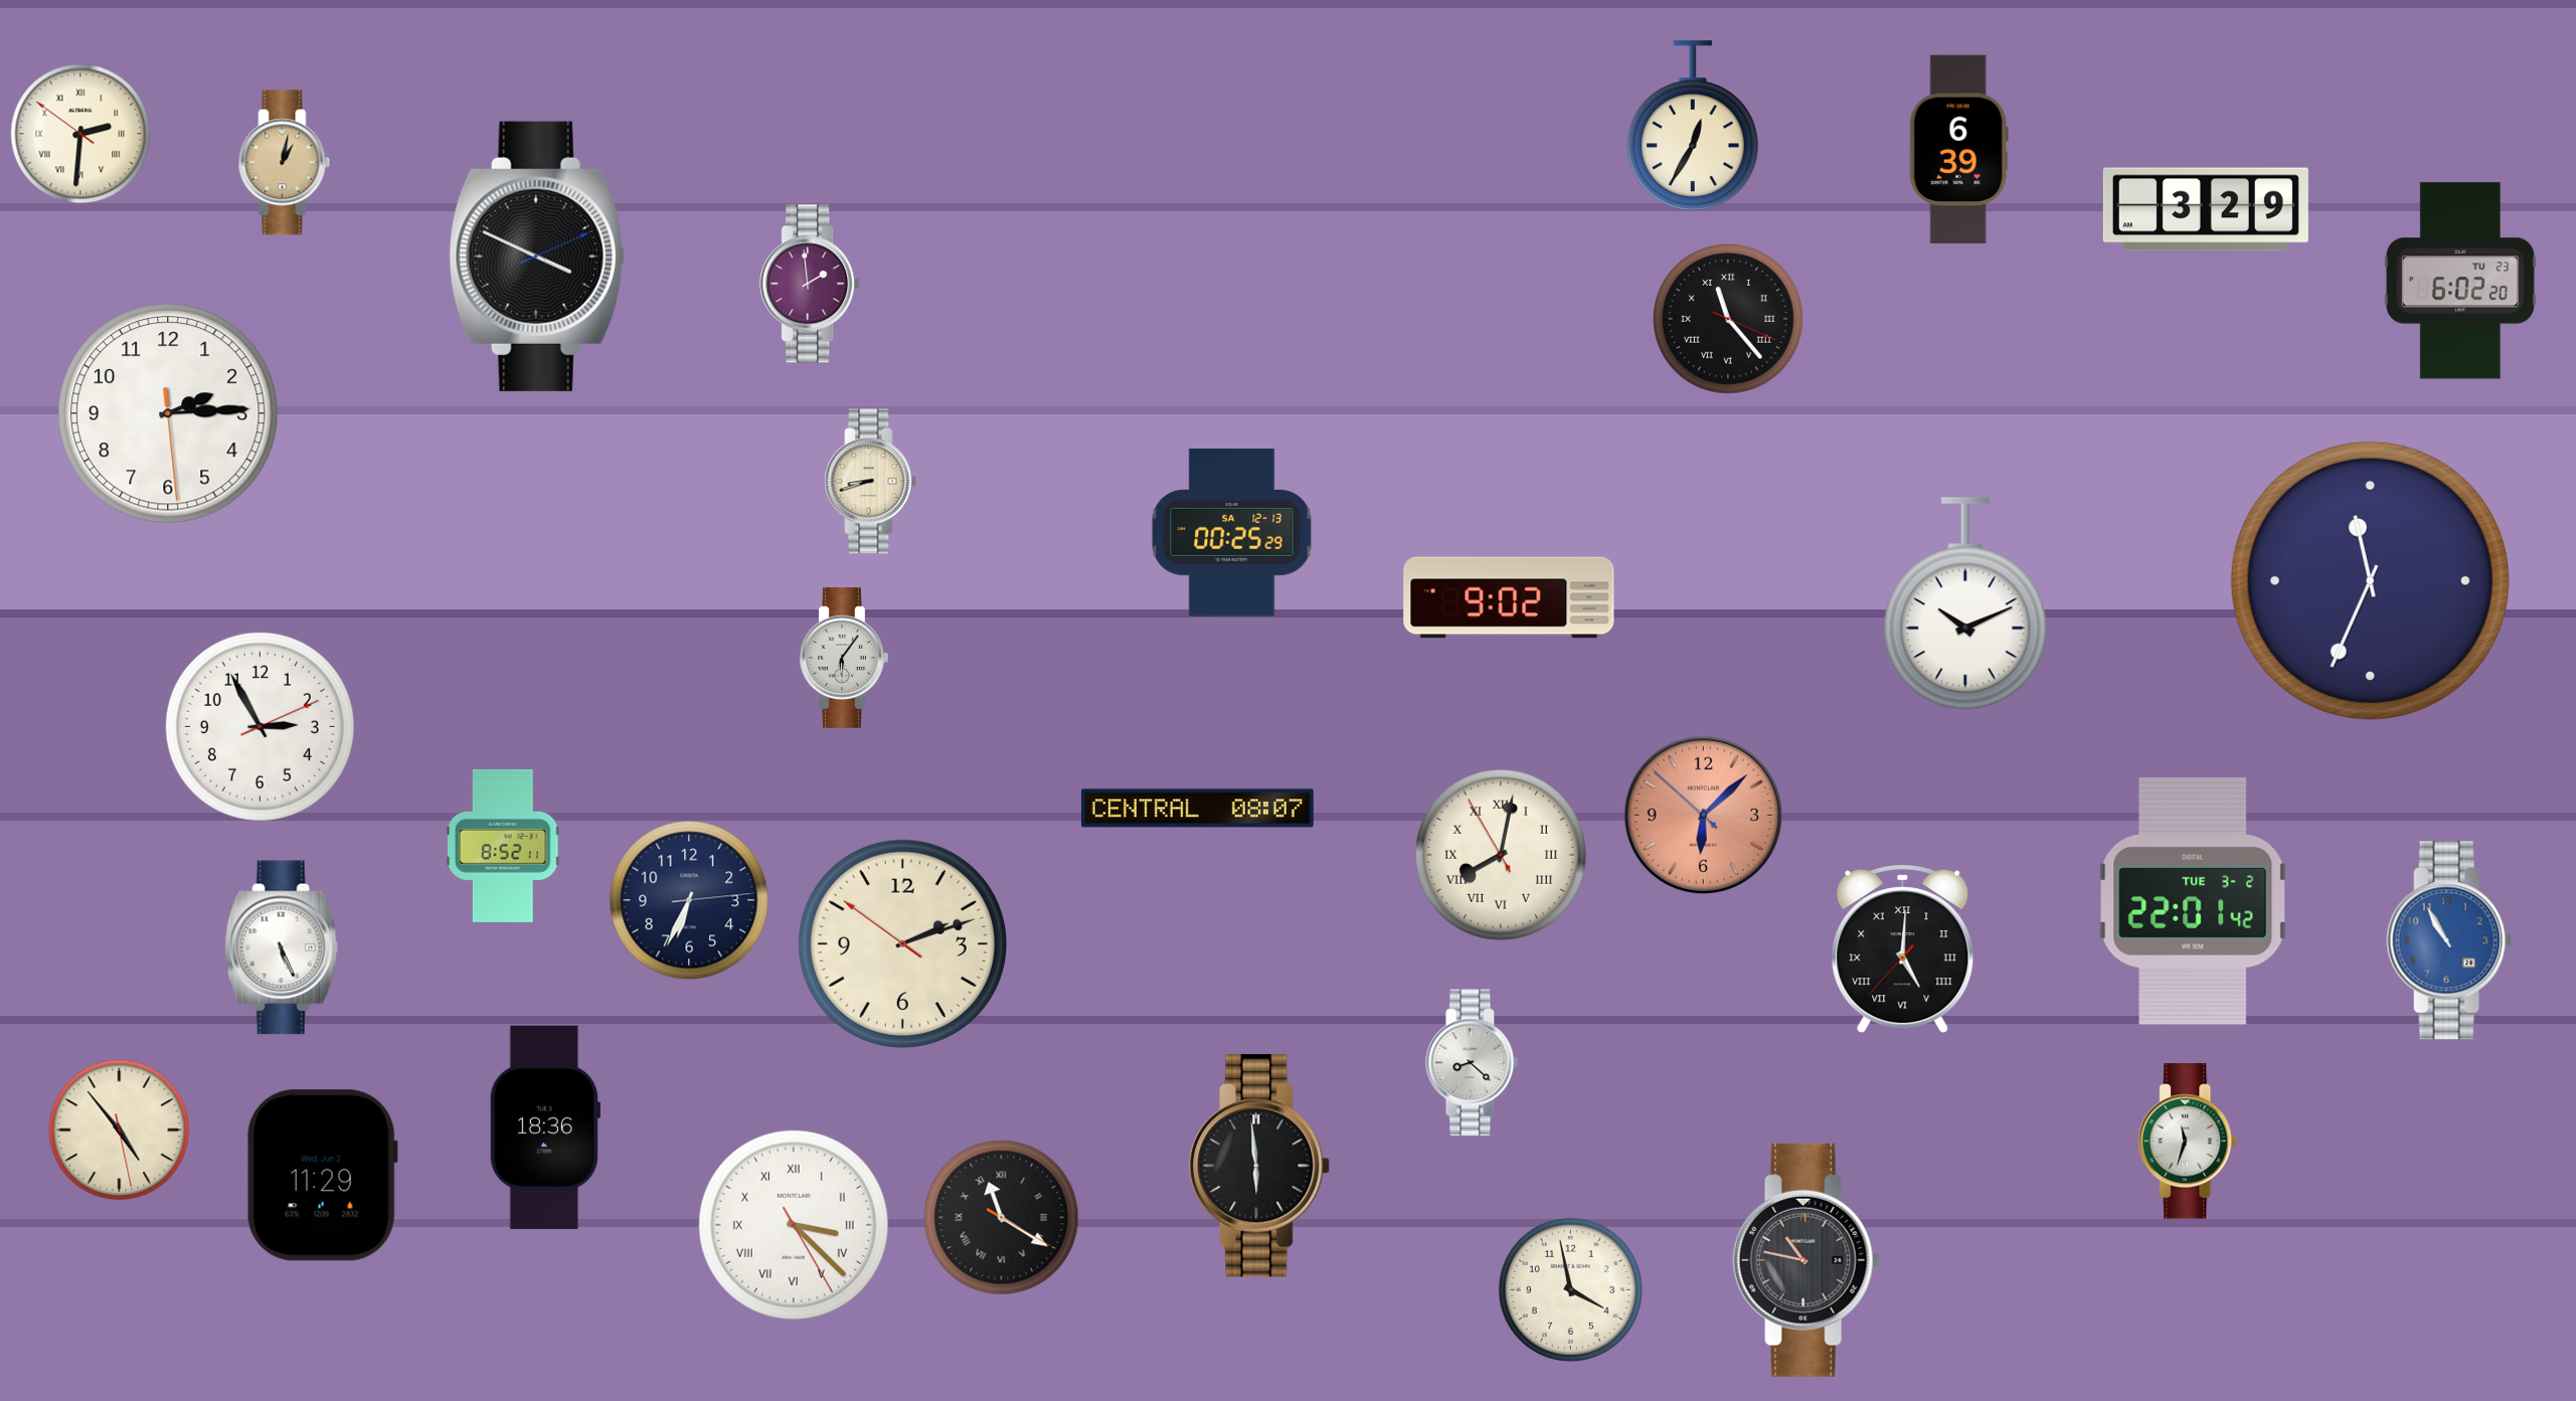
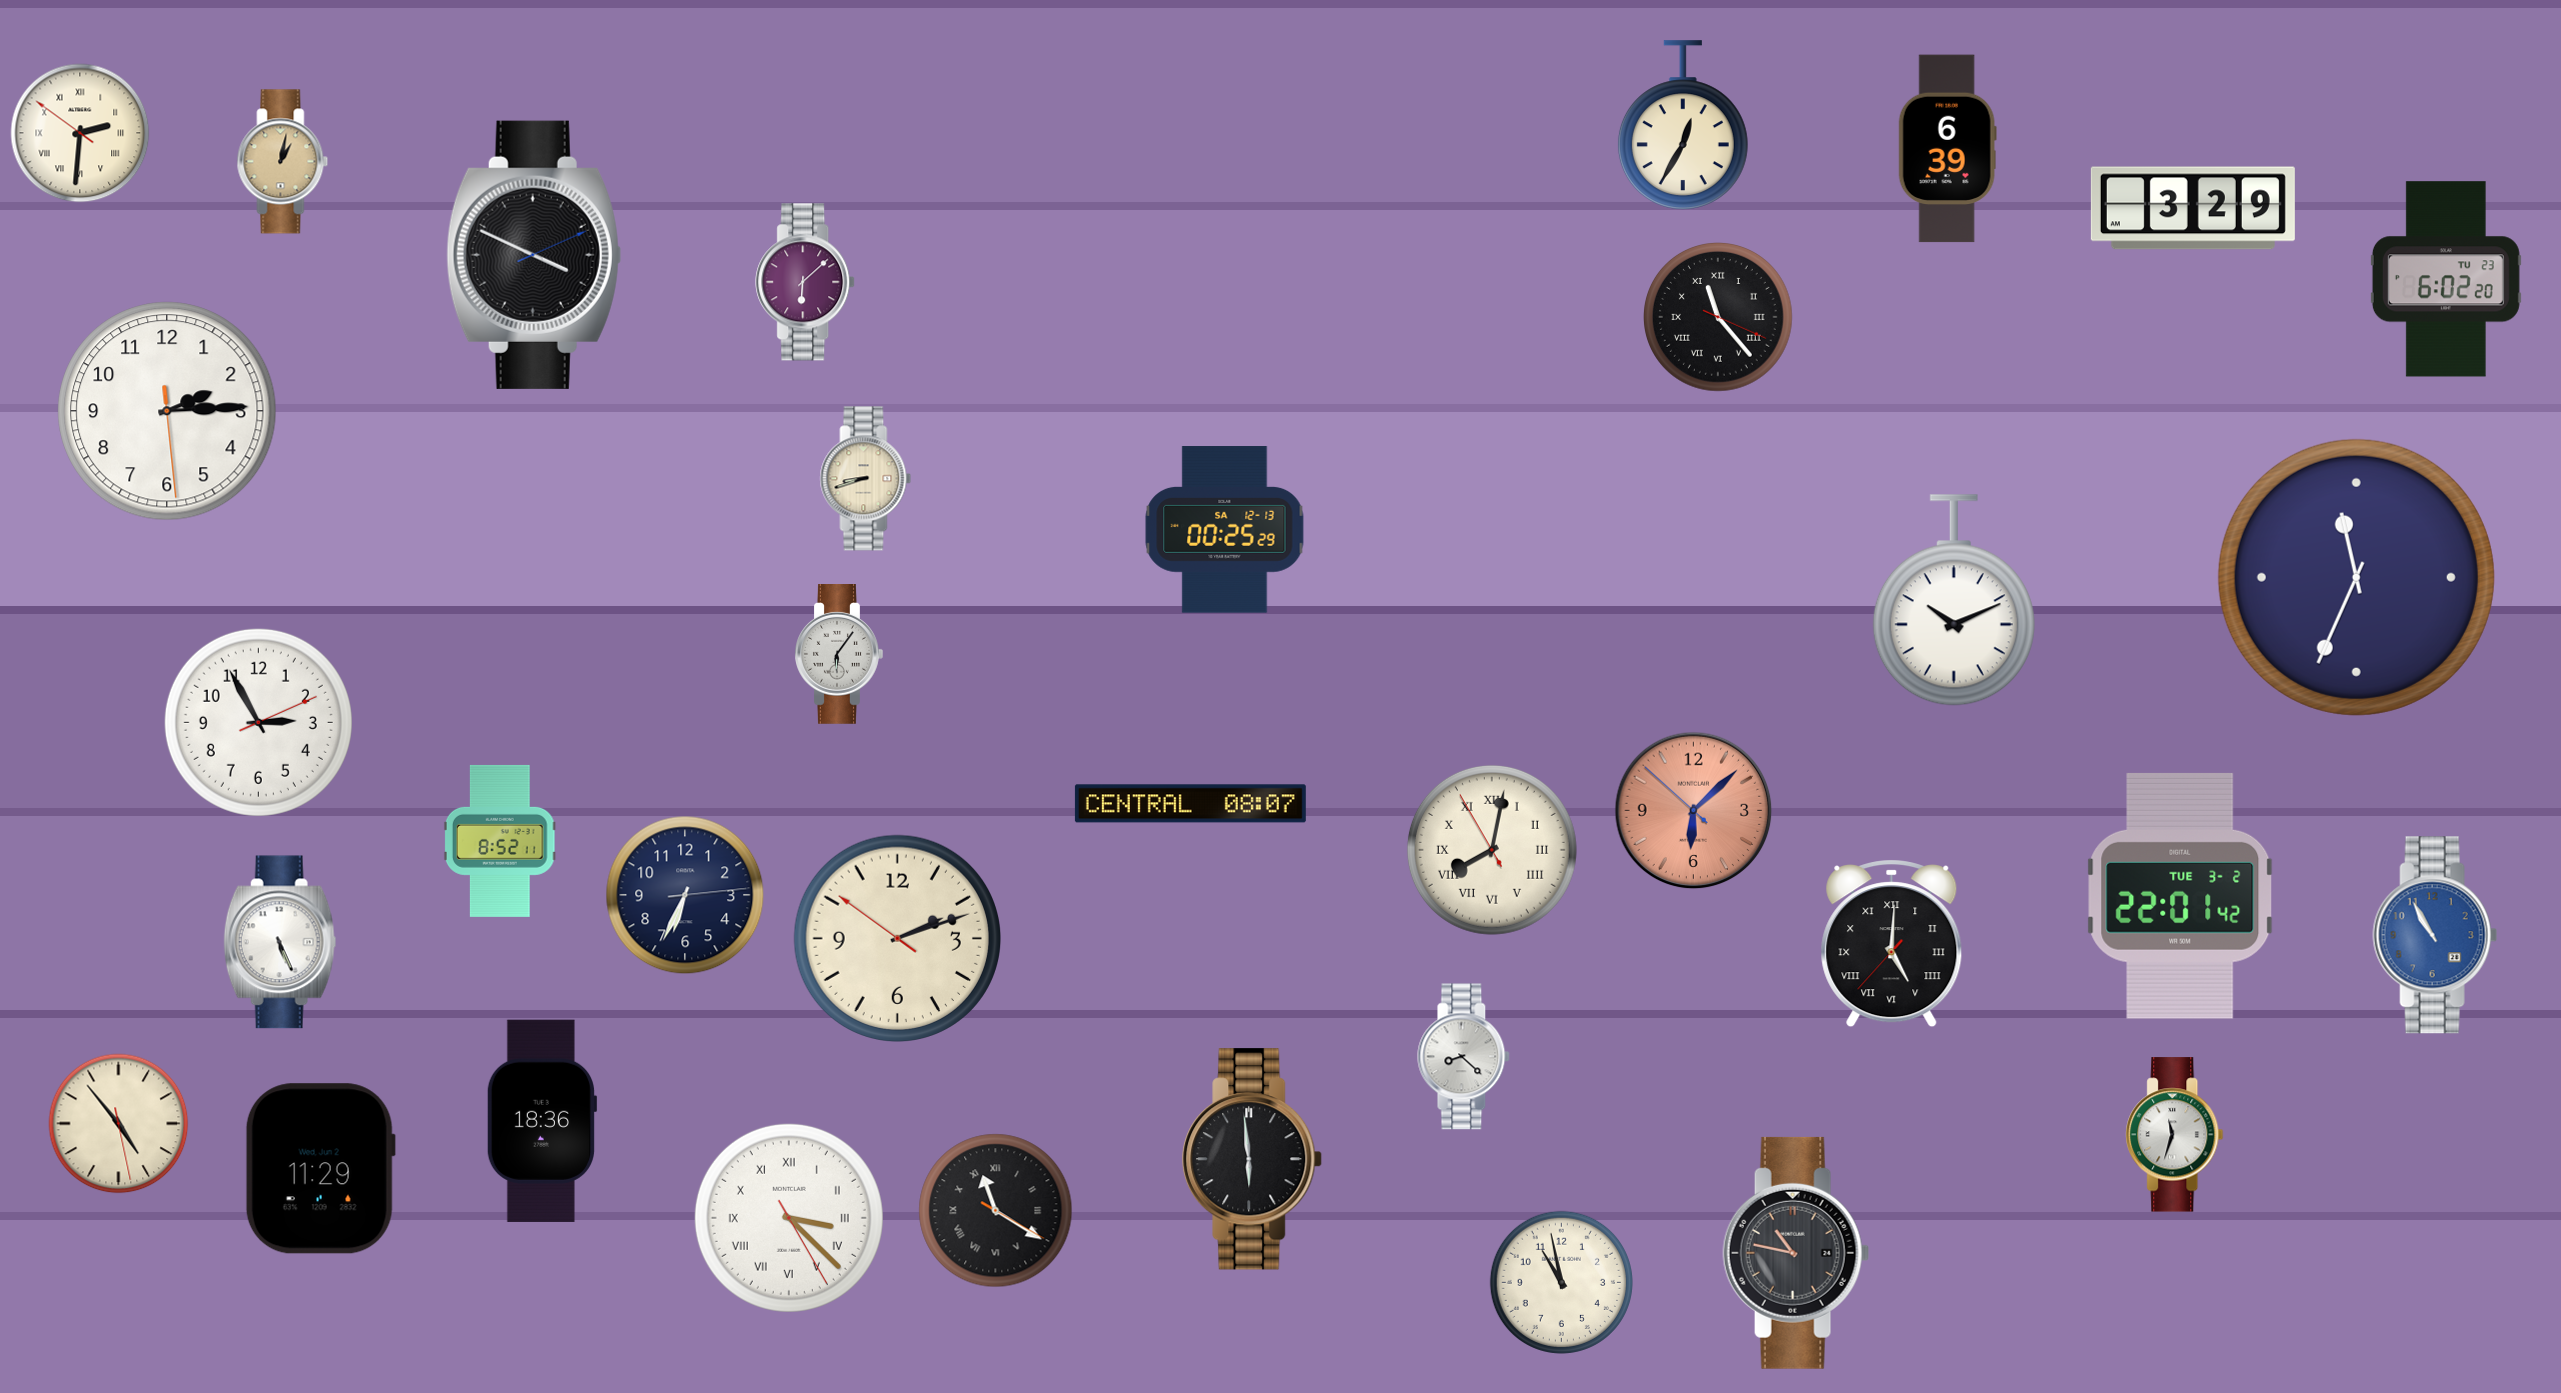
clock at (811, 284): 1:59 -> 6:08
clock at (1509, 597): 9:02 -> none
clock at (1570, 1289): 3:58 -> 10:58
